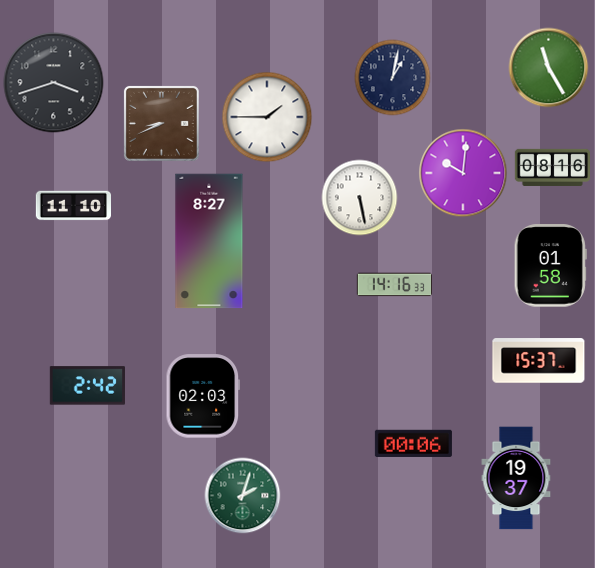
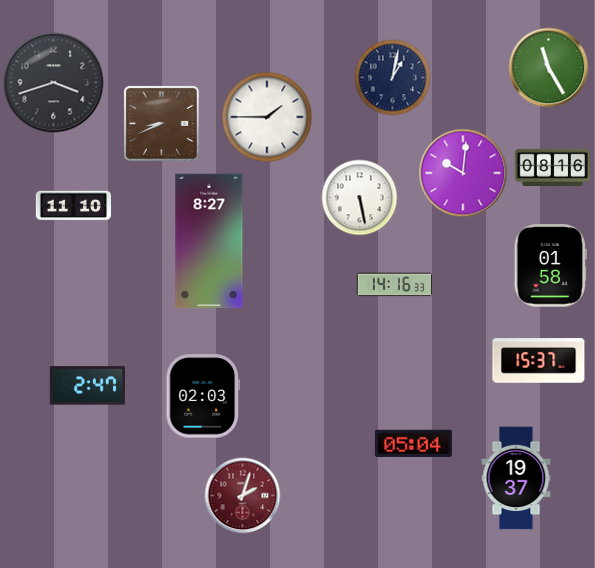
clock at (87, 386): 2:42 -> 2:47
clock at (413, 443): 00:06 -> 05:04
clock at (243, 496) dial: green -> burgundy
